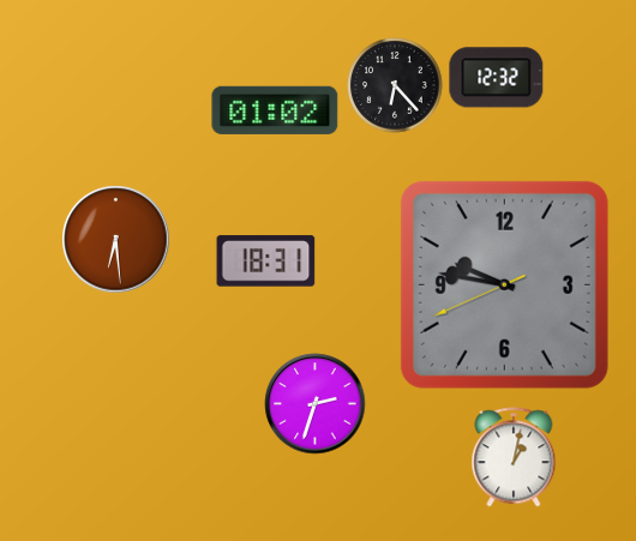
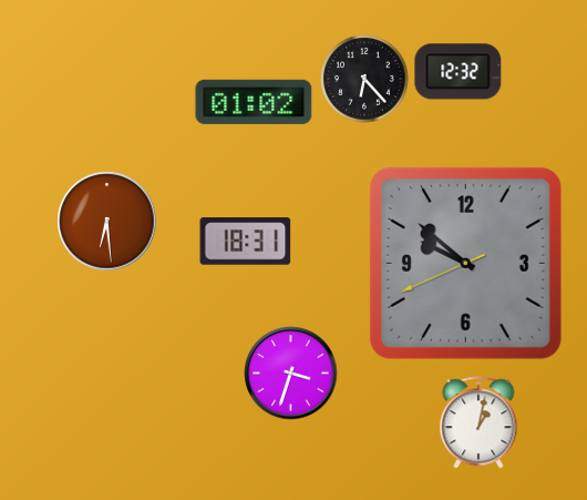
clock at (504, 284): 9:46 -> 9:51
clock at (316, 404): 2:33 -> 3:33
clock at (514, 457) position: (514, 457) -> (478, 422)
